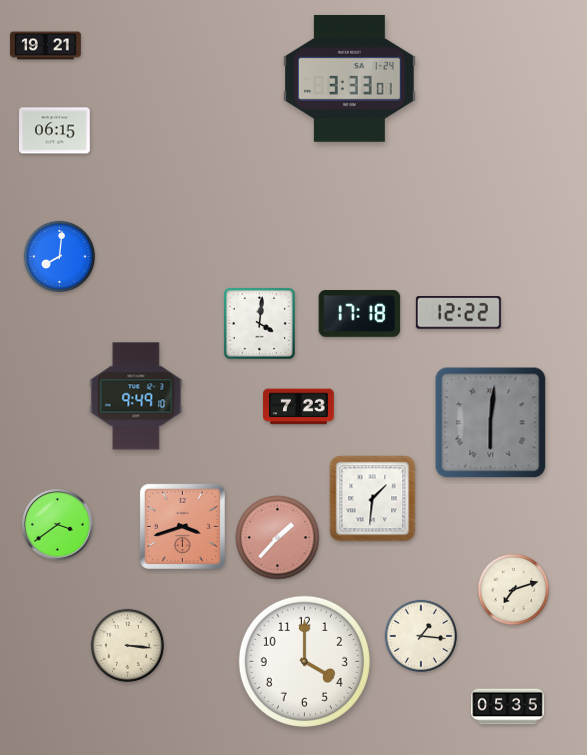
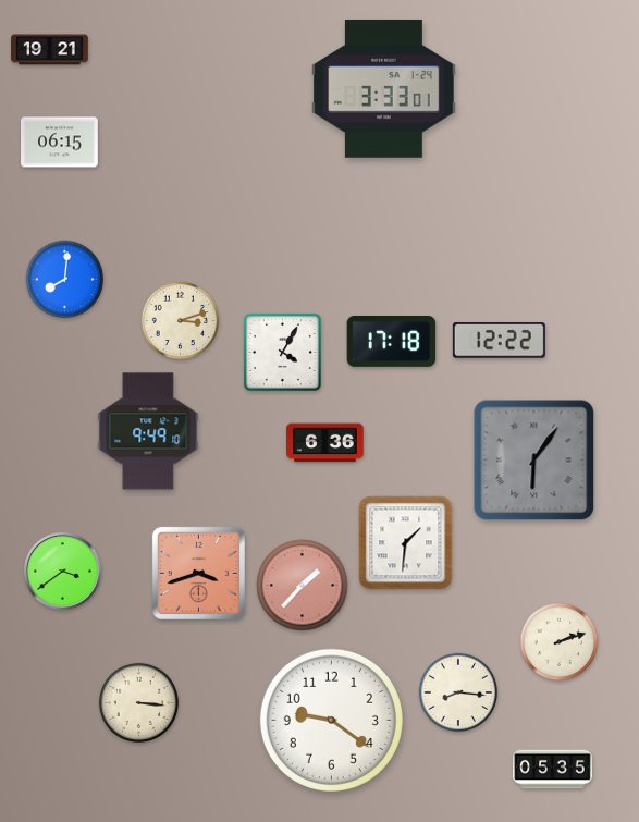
clock at (349, 78) position: (349, 78) -> (383, 88)
clock at (181, 321): none -> 3:12
clock at (259, 323): 4:01 -> 4:05
clock at (299, 407): 7:23 -> 6:36
clock at (491, 423): 6:01 -> 6:06
clock at (514, 590): 7:12 -> 2:12
clock at (420, 635): 1:16 -> 8:16
clock at (304, 661): 4:00 -> 9:21
